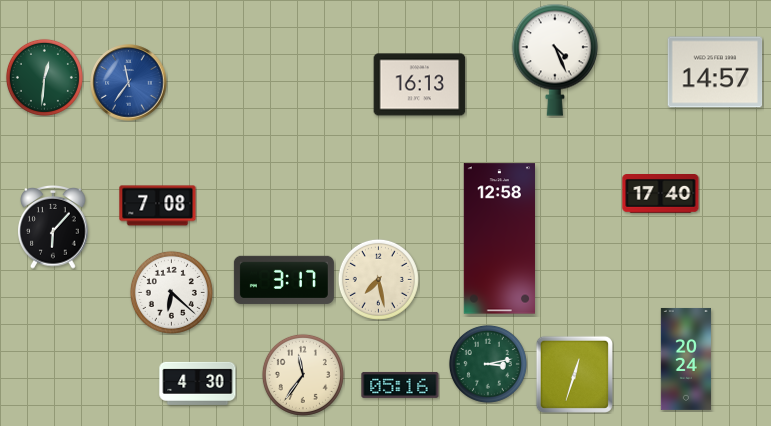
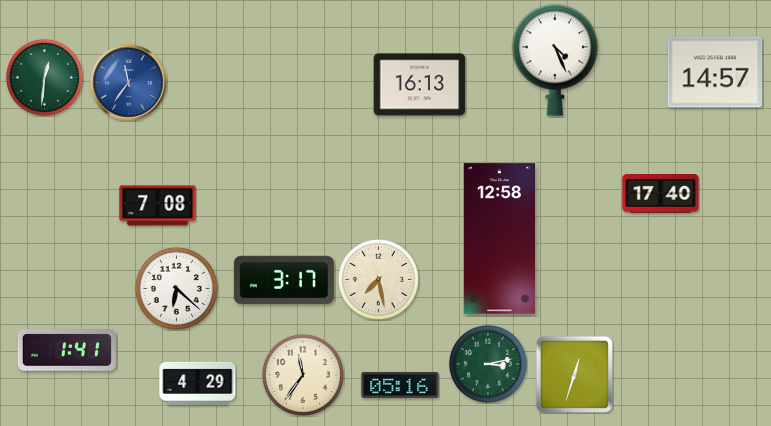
clock at (53, 228): 6:07 -> none
clock at (171, 292) position: (171, 292) -> (176, 288)
clock at (67, 350): none -> 1:41
clock at (686, 359): 20:24 -> none
clock at (198, 383): 4:30 -> 4:29
